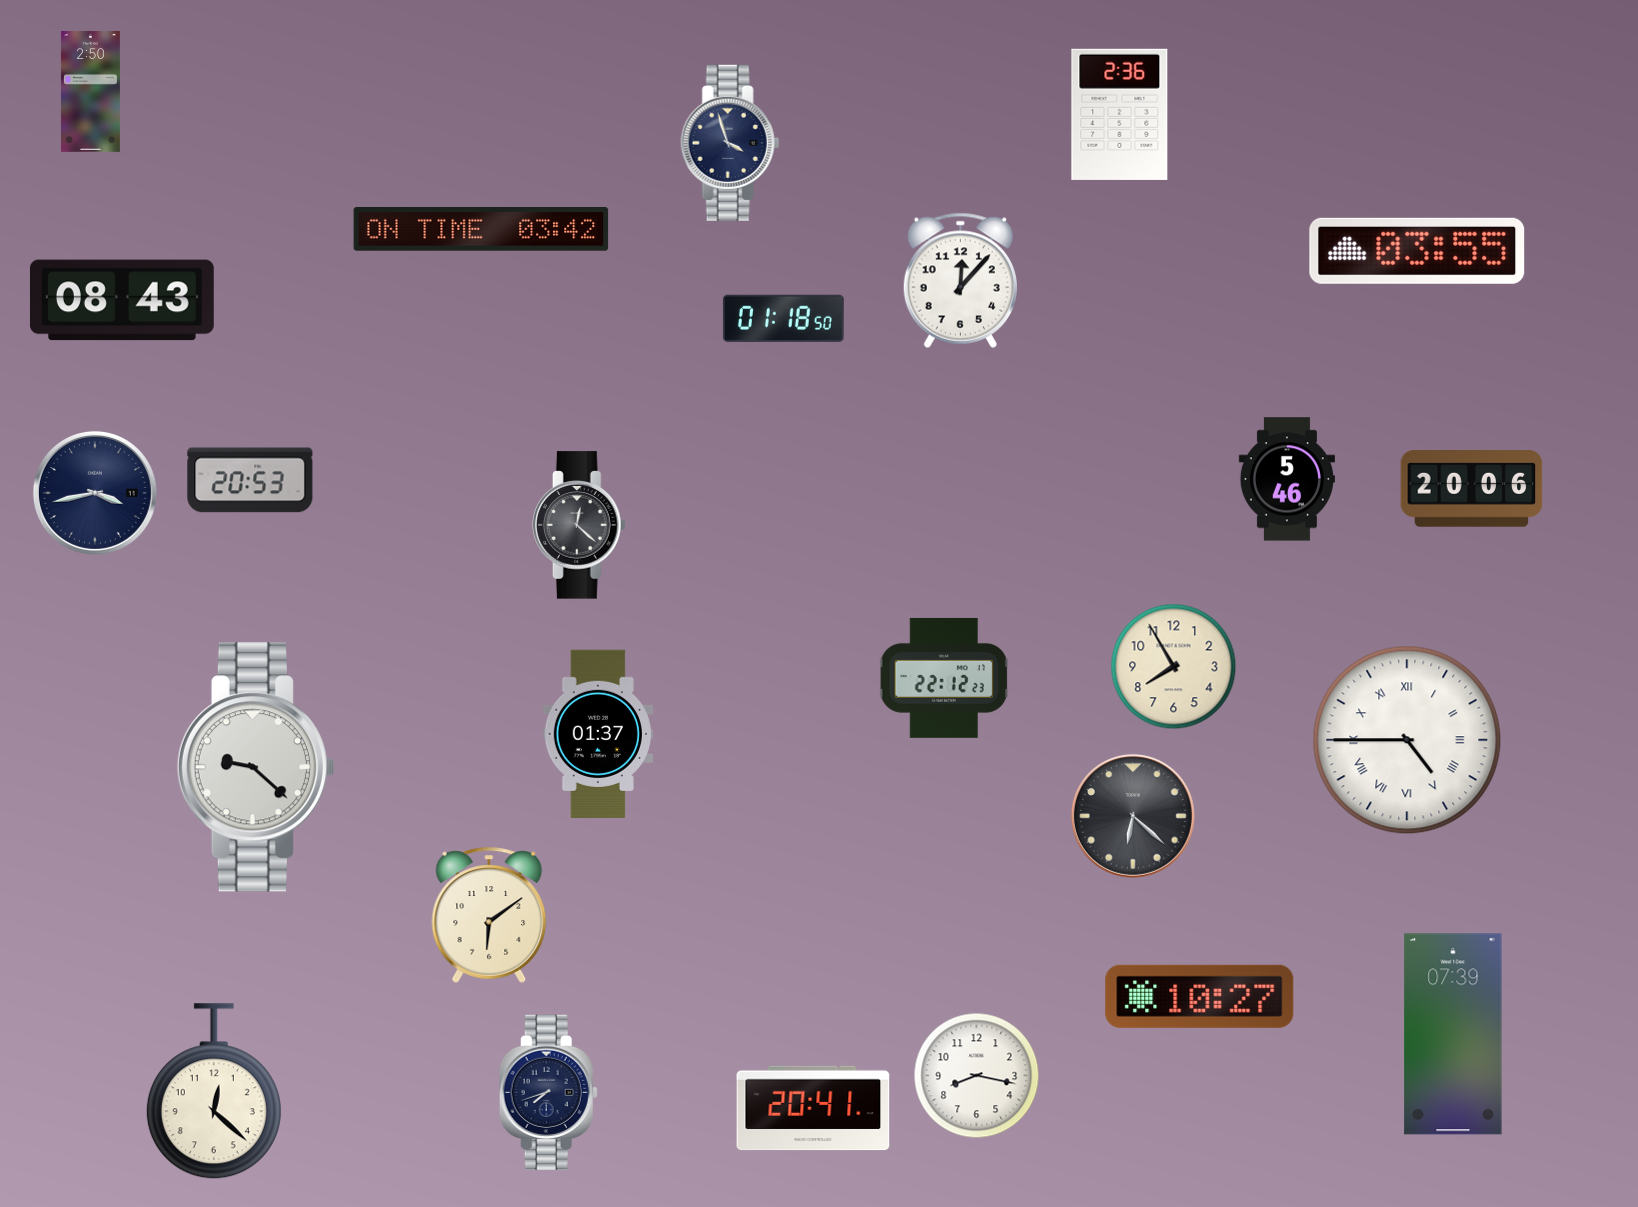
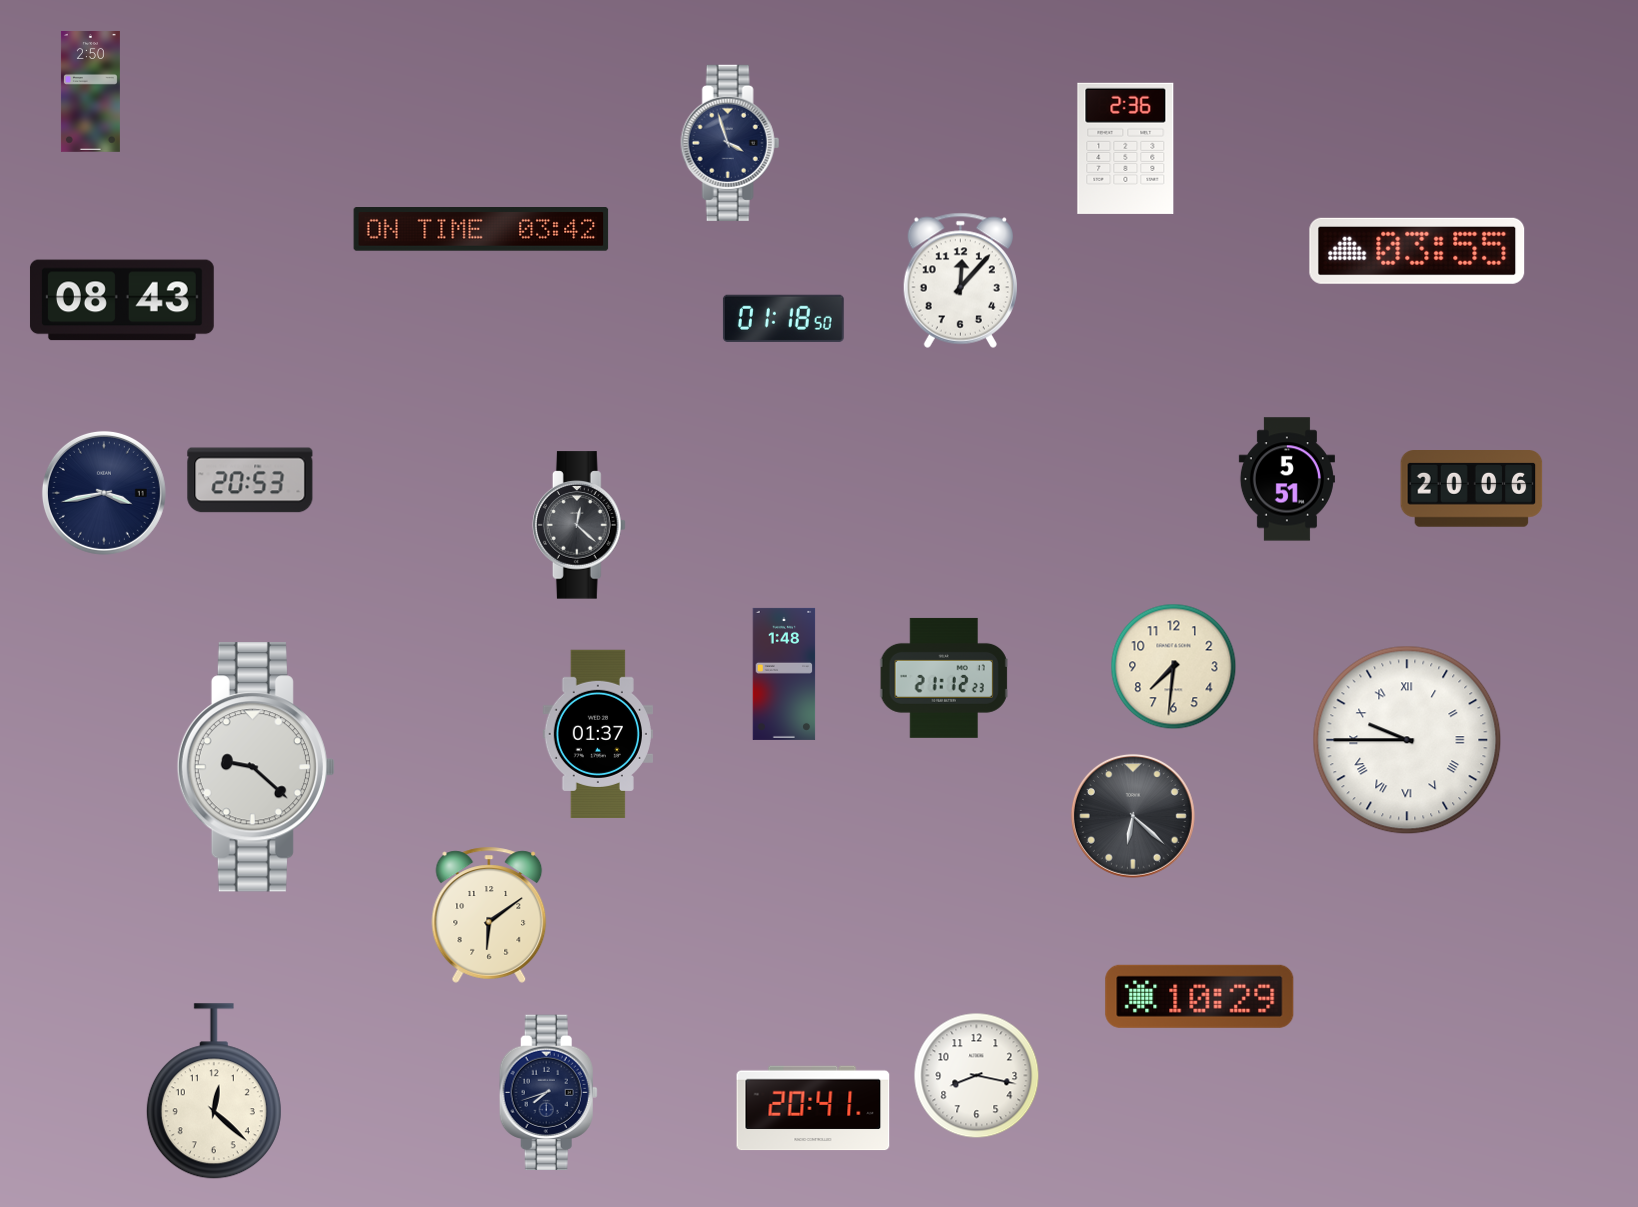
clock at (1120, 114) position: (1120, 114) -> (1126, 148)
clock at (1287, 479): 5:46 -> 5:51
clock at (95, 493) position: (95, 493) -> (104, 493)
clock at (1174, 667): 7:55 -> 7:31
clock at (784, 674): none -> 1:48
clock at (944, 678): 22:12 -> 21:12
clock at (1407, 740): 4:45 -> 9:45
clock at (1200, 996): 10:27 -> 10:29
clock at (1453, 1034): 07:39 -> none
